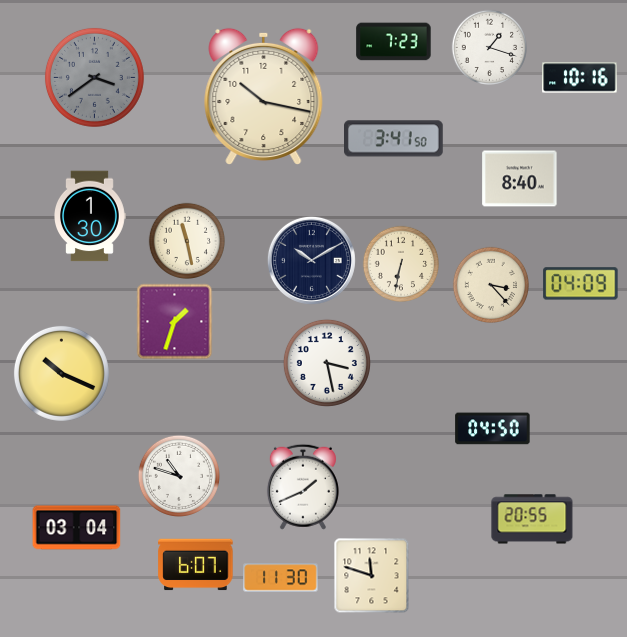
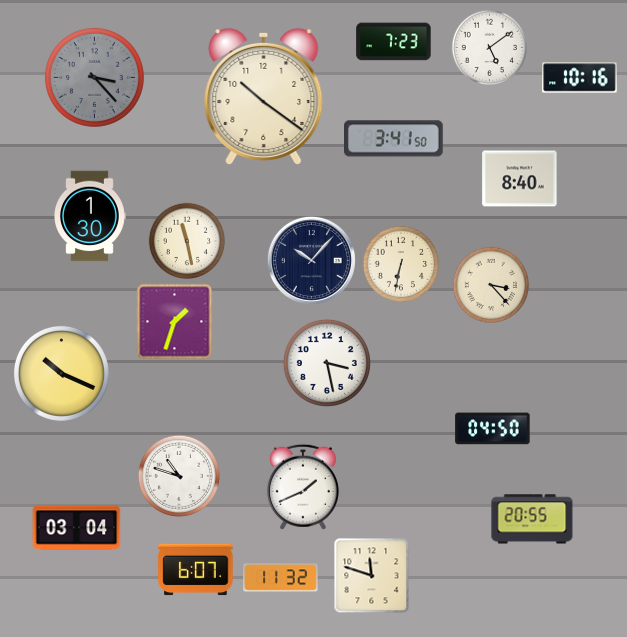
clock at (489, 47): 1:18 -> 5:09
clock at (94, 77): 3:39 -> 3:23
clock at (264, 96): 10:17 -> 10:21
clock at (311, 260): 10:10 -> 10:07
clock at (581, 284): 04:09 -> none
clock at (196, 565) position: (196, 565) -> (196, 570)
clock at (281, 578): 11:30 -> 11:32
